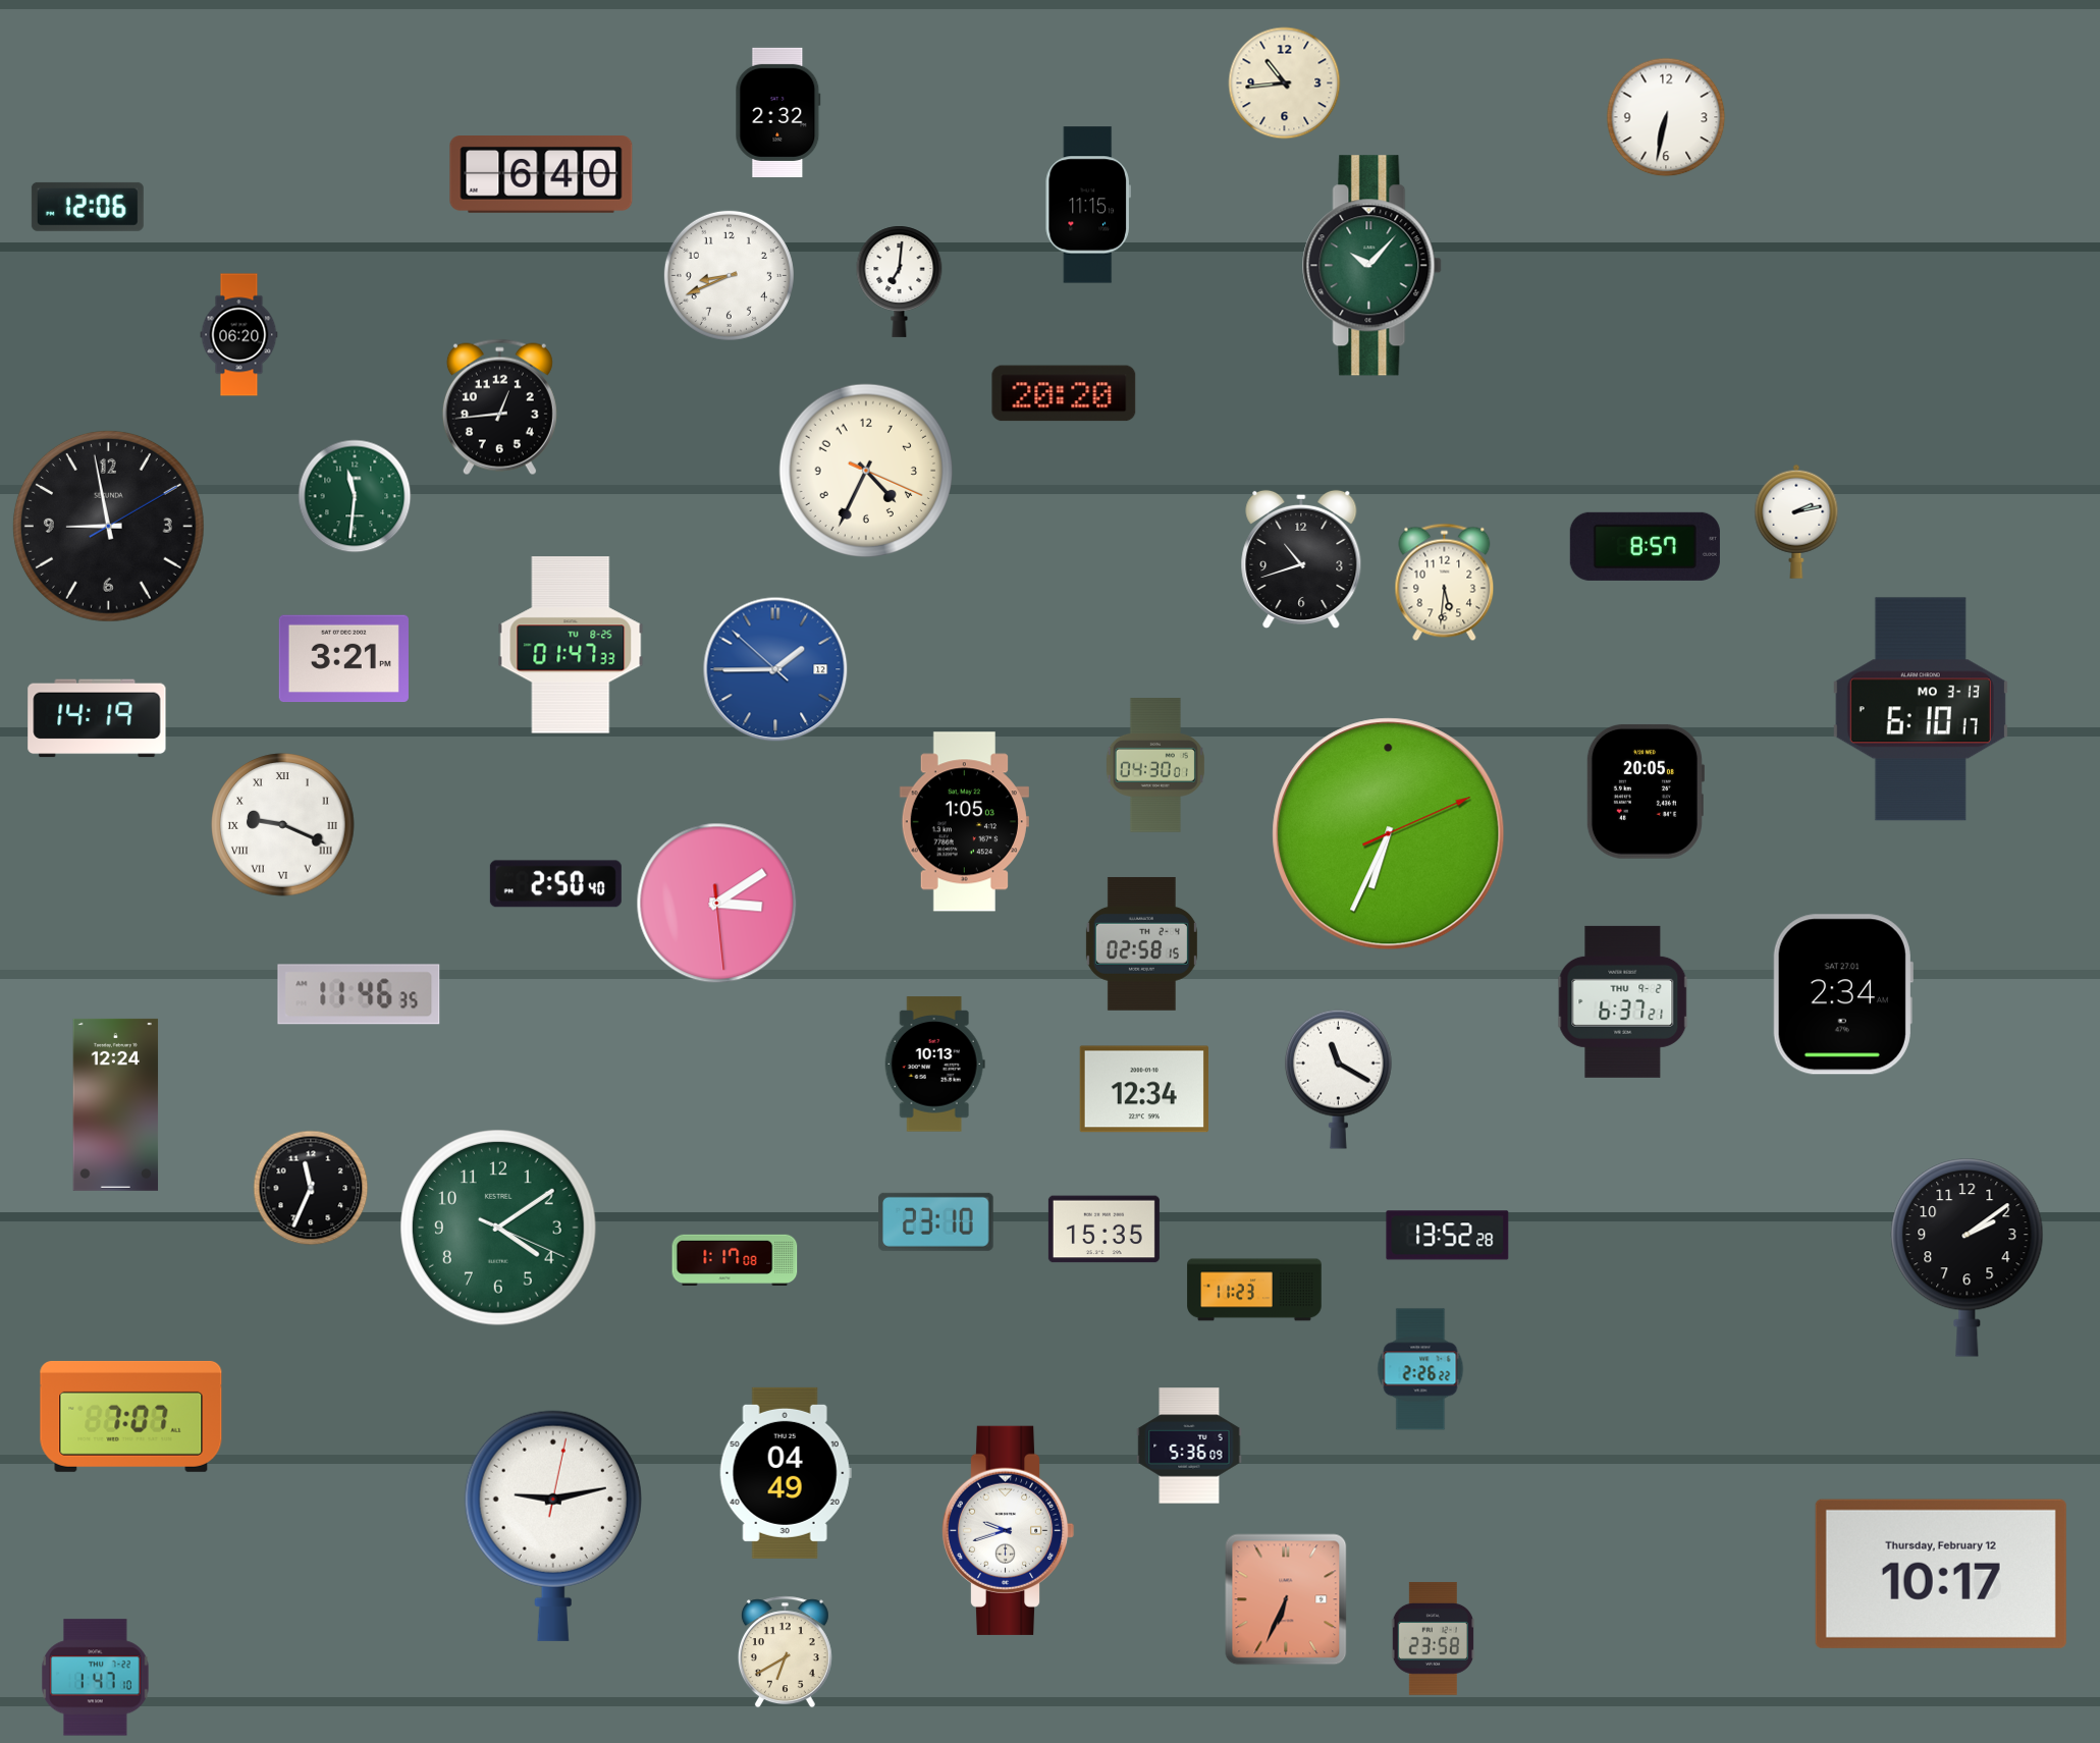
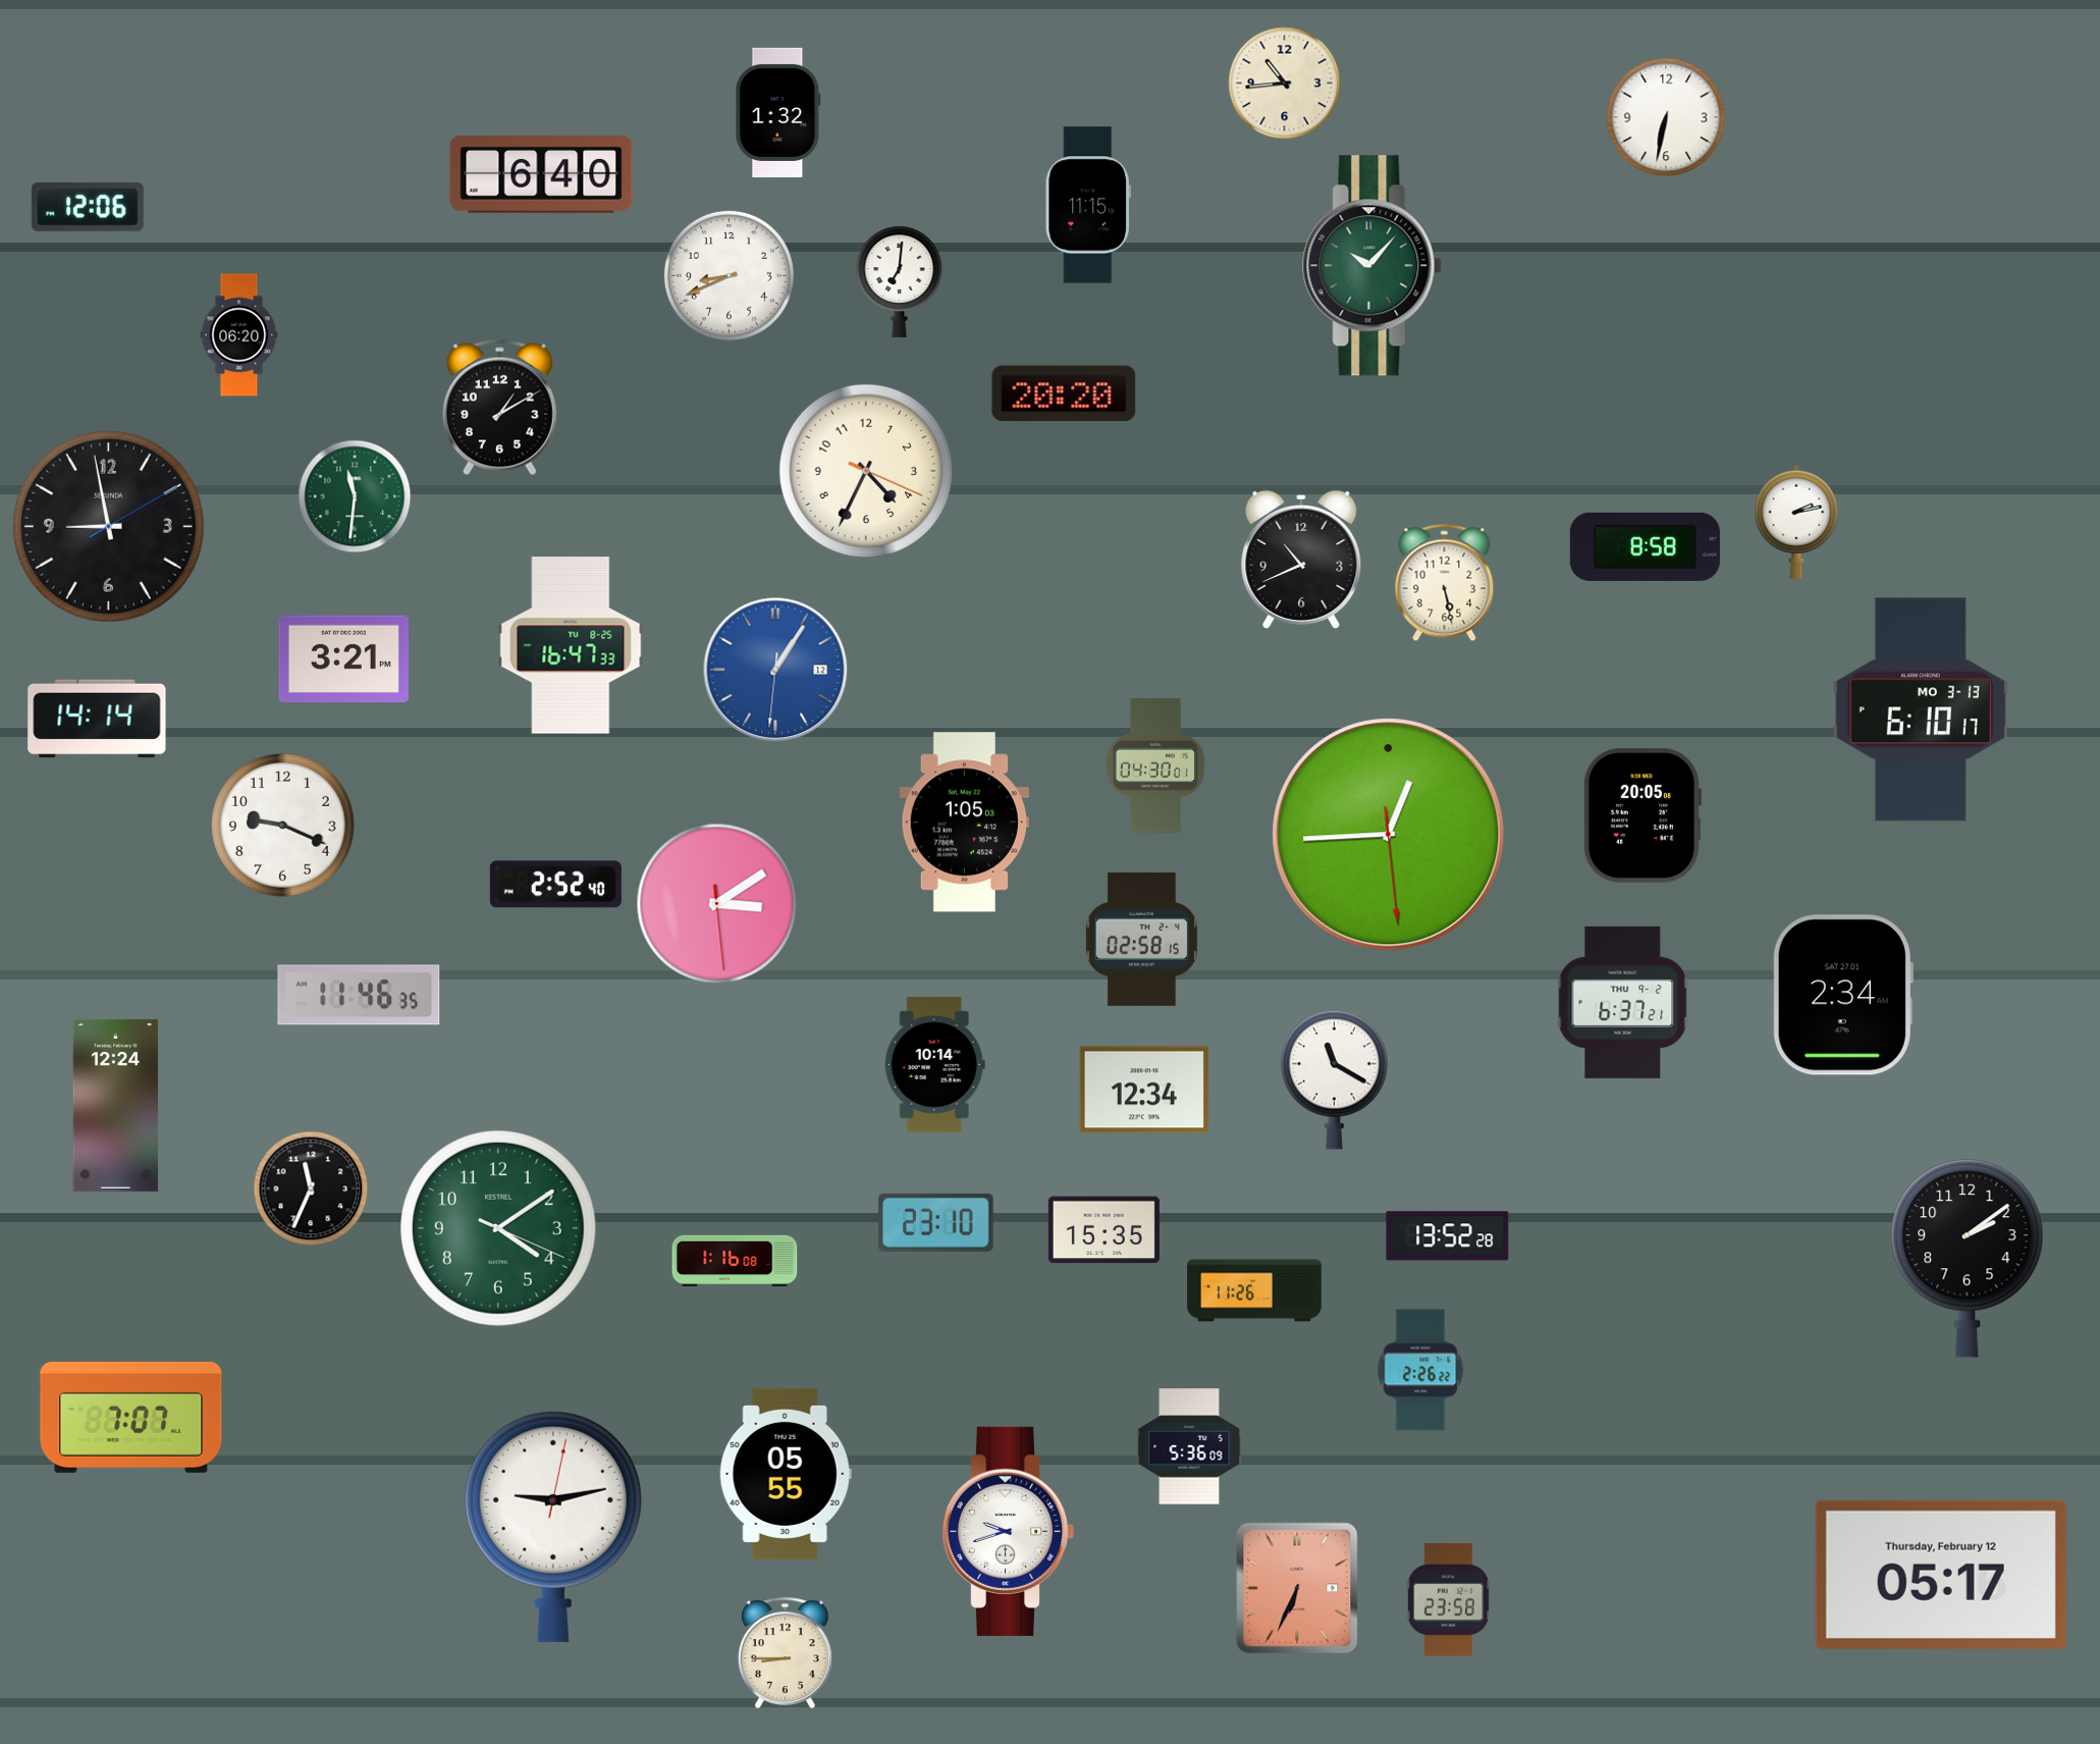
clock at (778, 112): 2:32 -> 1:32
clock at (499, 407): 12:44 -> 1:10
clock at (1645, 546): 8:57 -> 8:58
clock at (1301, 559): 10:42 -> 10:41
clock at (1445, 583): 5:31 -> 5:28
clock at (571, 645): 01:47 -> 16:47
clock at (775, 669): 1:44 -> 1:05
clock at (97, 718): 14:19 -> 14:14
clock at (1645, 792) position: (1645, 792) -> (1641, 815)
clock at (283, 825) numerals: Roman -> Arabic
clock at (1389, 834): 6:34 -> 12:44
clock at (555, 884): 2:50 -> 2:52
clock at (1141, 943) position: (1141, 943) -> (1141, 939)
clock at (934, 1065): 10:13 -> 10:14
clock at (1338, 1079) position: (1338, 1079) -> (1334, 1079)
clock at (735, 1259): 1:17 -> 1:16
clock at (1254, 1290): 11:23 -> 11:26
clock at (786, 1473): 04:49 -> 05:55
clock at (1941, 1574): 10:17 -> 05:17
clock at (1286, 1599) position: (1286, 1599) -> (1297, 1588)
clock at (1433, 1638) position: (1433, 1638) -> (1448, 1599)
clock at (785, 1652): 6:40 -> 8:45
clock at (96, 1678): 1:47 -> none
